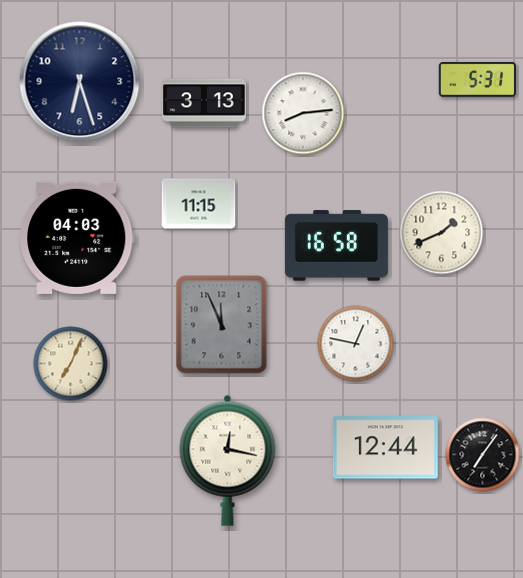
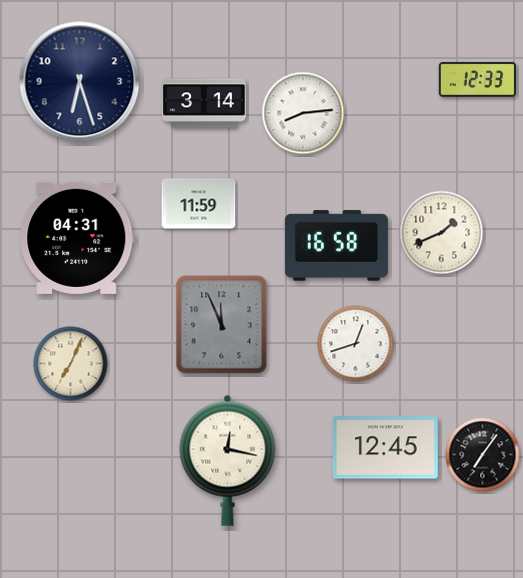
clock at (478, 79): 5:31 -> 12:33
clock at (204, 103): 3:13 -> 3:14
clock at (199, 204): 11:15 -> 11:59
clock at (77, 238): 04:03 -> 04:31
clock at (356, 344): 12:47 -> 12:42
clock at (385, 448): 12:44 -> 12:45
